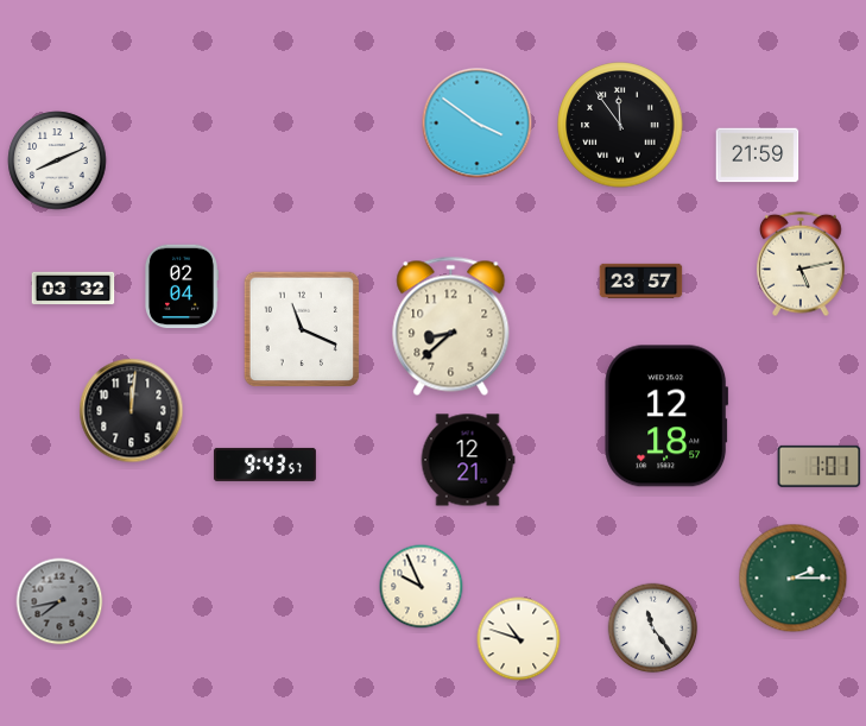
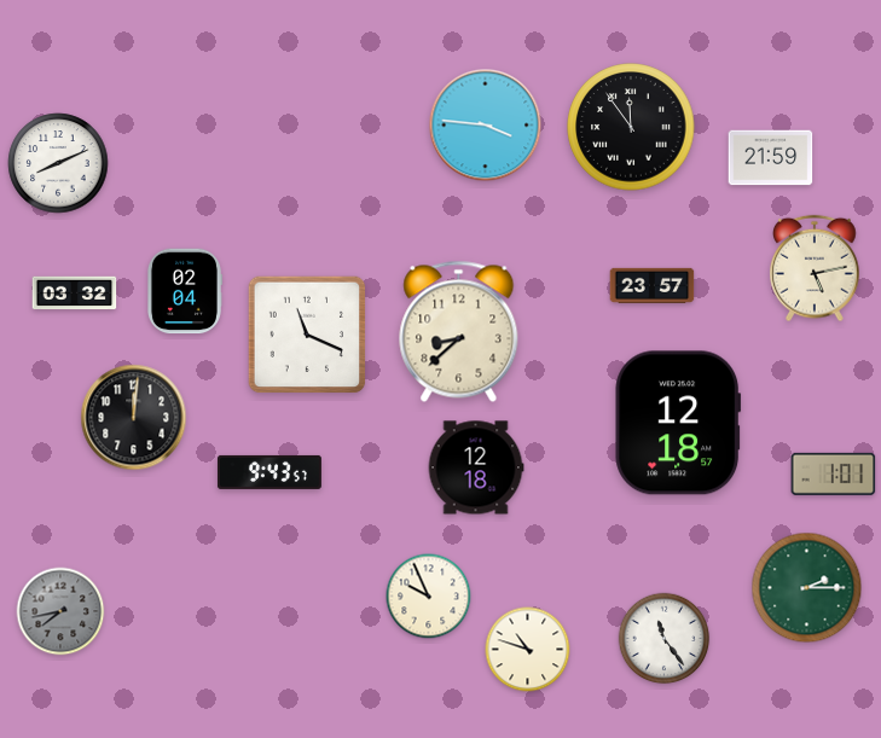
clock at (478, 124): 3:51 -> 3:46
clock at (468, 460): 12:21 -> 12:18
